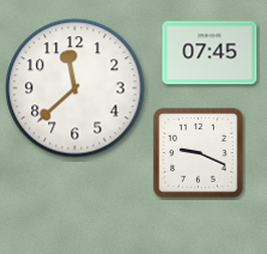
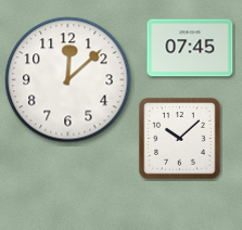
clock at (75, 89): 11:38 -> 12:08
clock at (199, 153): 9:19 -> 10:08
